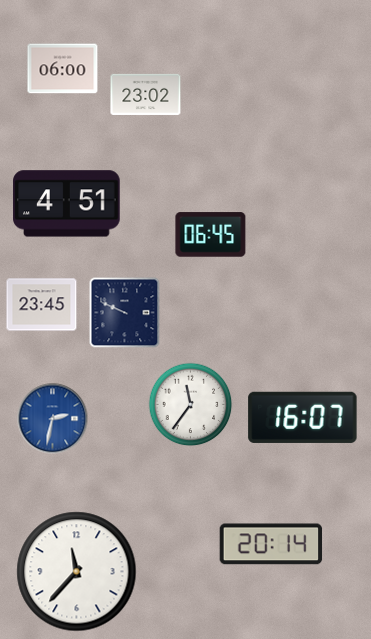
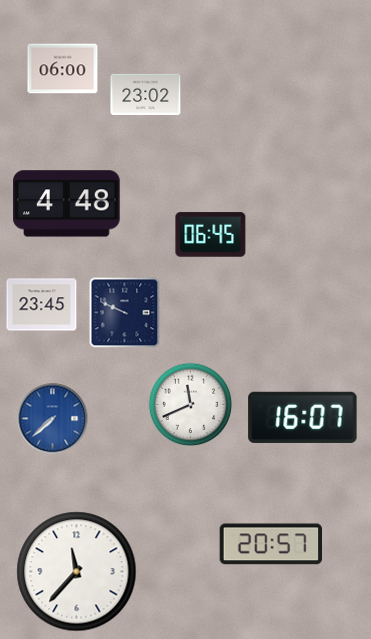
clock at (67, 204): 4:51 -> 4:48
clock at (191, 405): 11:36 -> 11:41
clock at (53, 419): 2:32 -> 7:38
clock at (271, 544): 20:14 -> 20:57
